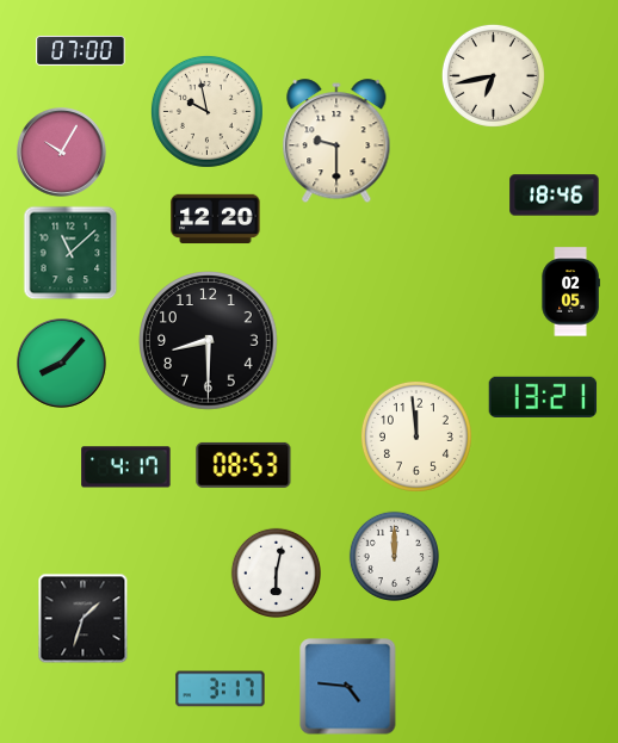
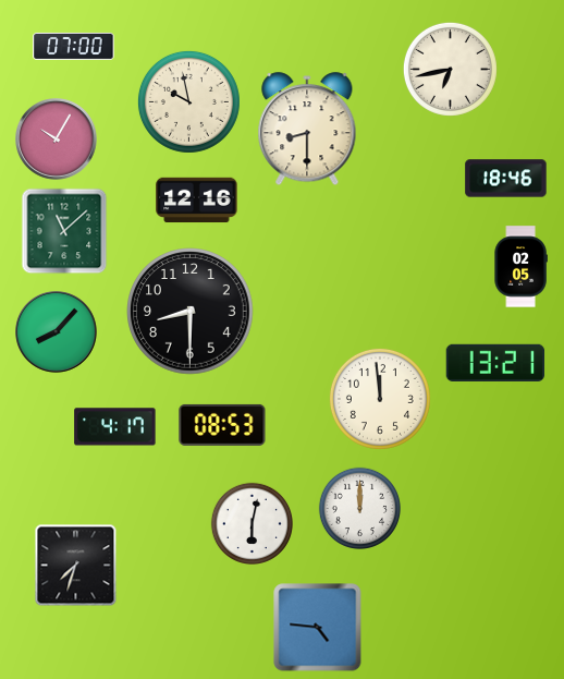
clock at (336, 142): 9:30 -> 8:30
clock at (216, 219): 12:20 -> 12:16
clock at (84, 619): 1:33 -> 7:33
clock at (221, 689): 3:17 -> none
